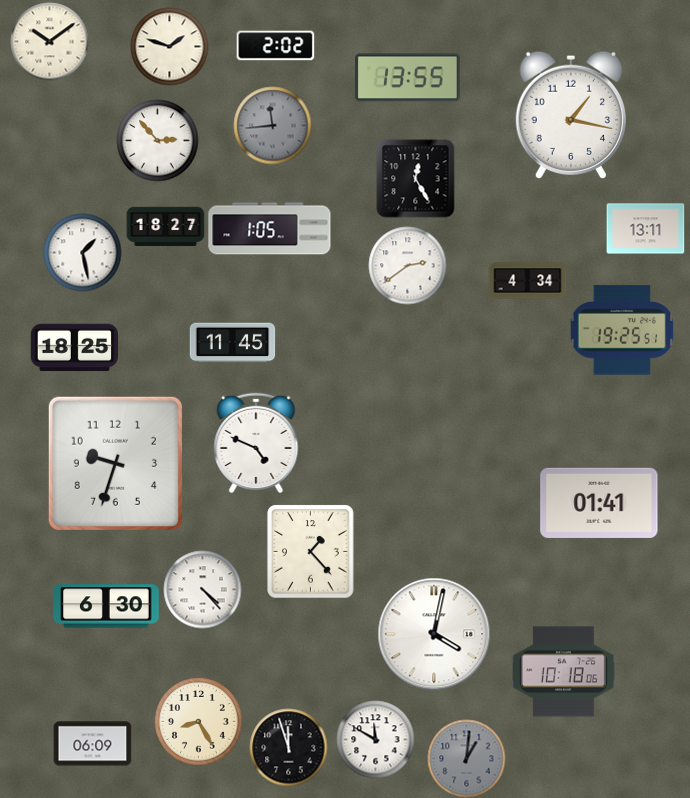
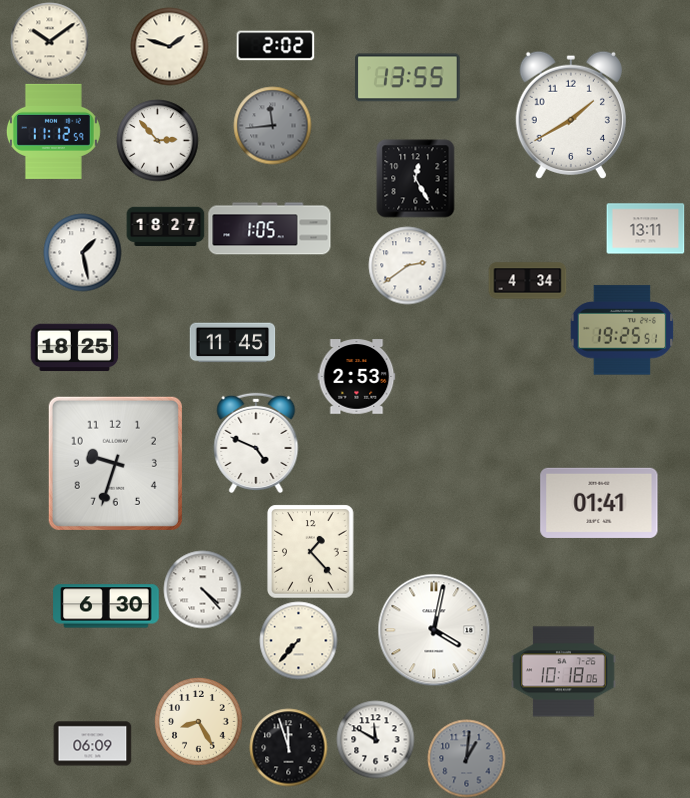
clock at (571, 115): 1:17 -> 1:40
clock at (53, 131): none -> 11:12
clock at (356, 377): none -> 2:53
clock at (434, 634) position: (434, 634) -> (434, 630)
clock at (298, 640): none -> 7:37
